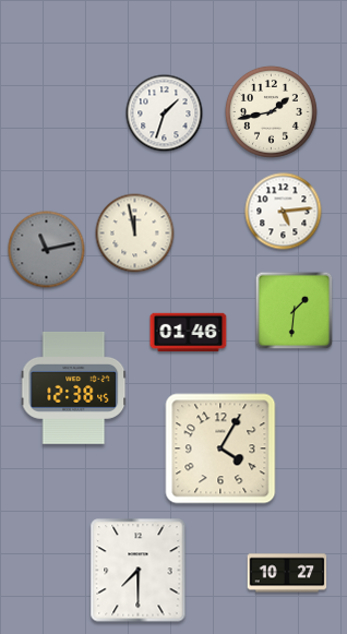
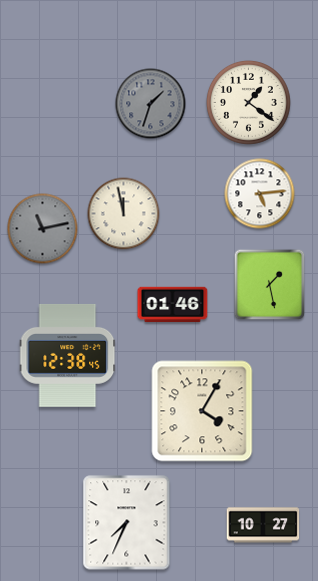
clock at (271, 111): 1:43 -> 1:21
clock at (165, 113) dial: white -> grey
clock at (295, 311): 1:31 -> 1:28
clock at (139, 571): 7:30 -> 7:34
